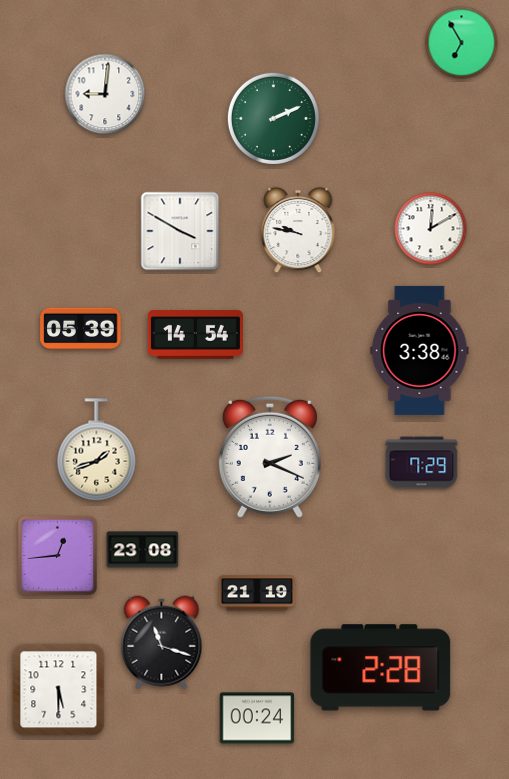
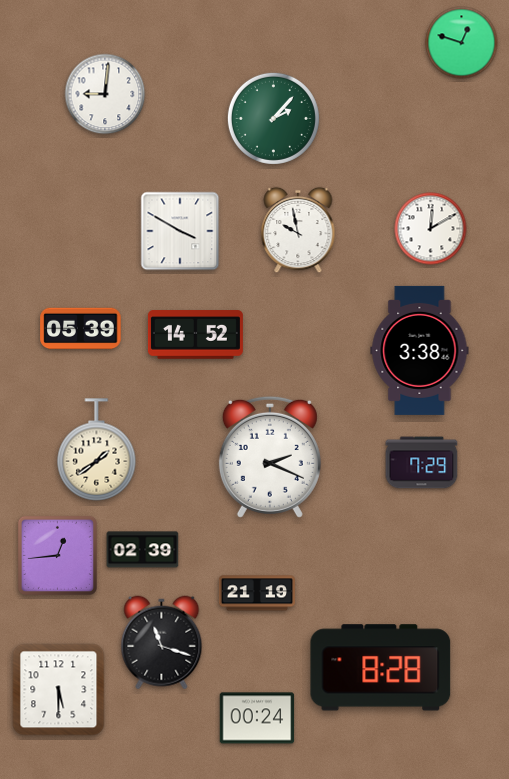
clock at (462, 43): 6:55 -> 12:48
clock at (273, 118): 2:11 -> 2:07
clock at (298, 230): 9:47 -> 9:58
clock at (195, 335): 14:54 -> 14:52
clock at (97, 450): 1:42 -> 1:39
clock at (143, 550): 23:08 -> 02:39
clock at (381, 668): 2:28 -> 8:28
